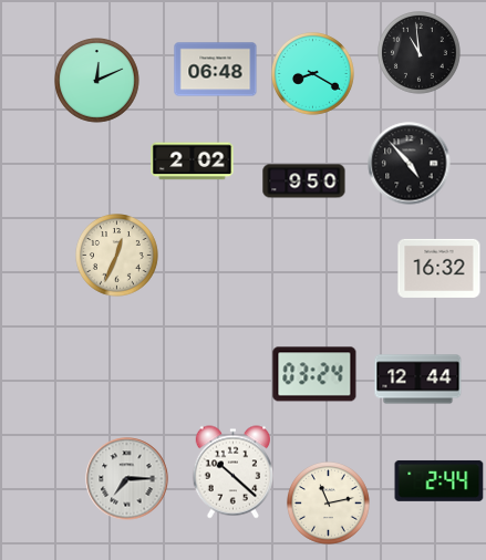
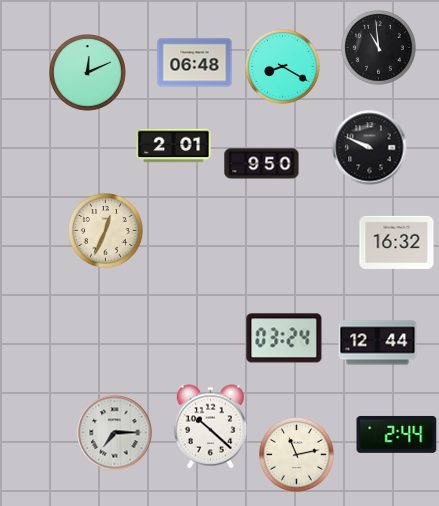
clock at (193, 162): 2:02 -> 2:01
clock at (410, 164): 4:53 -> 9:49
clock at (304, 182) position: (304, 182) -> (262, 164)
